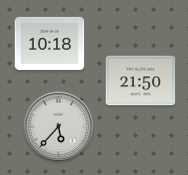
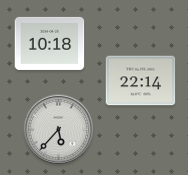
clock at (141, 81): 21:50 -> 22:14
clock at (59, 127) position: (59, 127) -> (59, 130)
